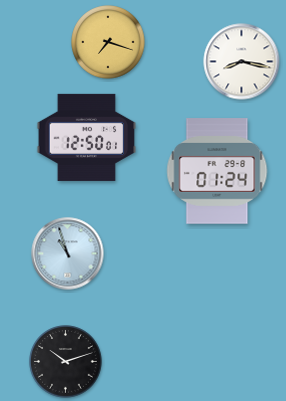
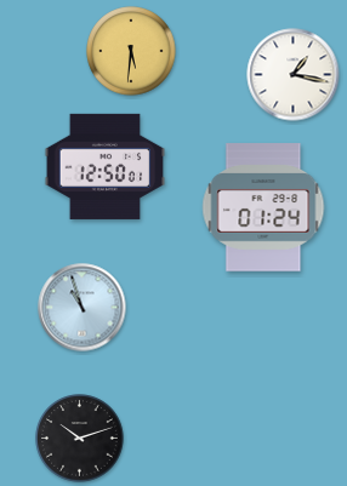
clock at (108, 42): 7:18 -> 5:31
clock at (242, 62): 8:17 -> 1:17
